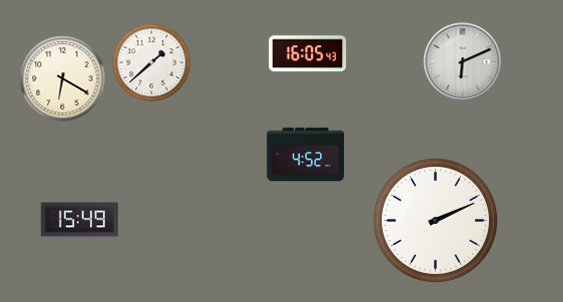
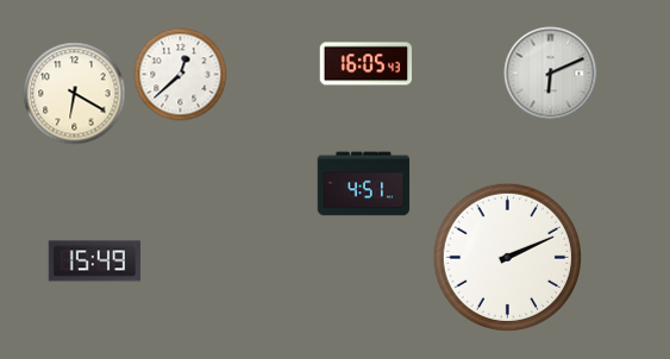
clock at (151, 62): 1:38 -> 12:38
clock at (305, 155): 4:52 -> 4:51
clock at (435, 220) position: (435, 220) -> (507, 257)
